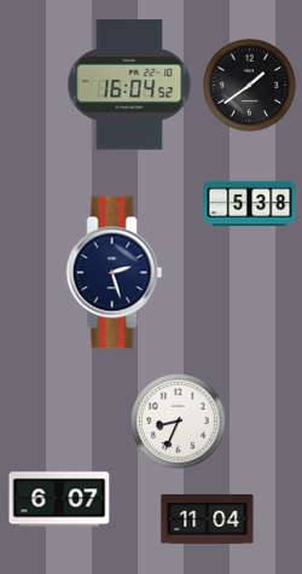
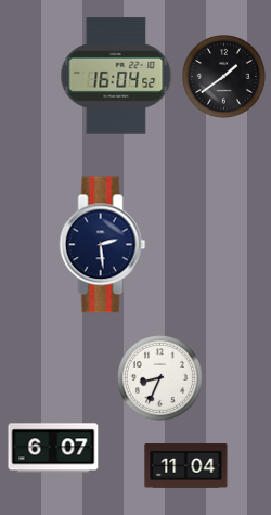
clock at (250, 203): 5:38 -> none
clock at (115, 273): 2:27 -> 2:29
